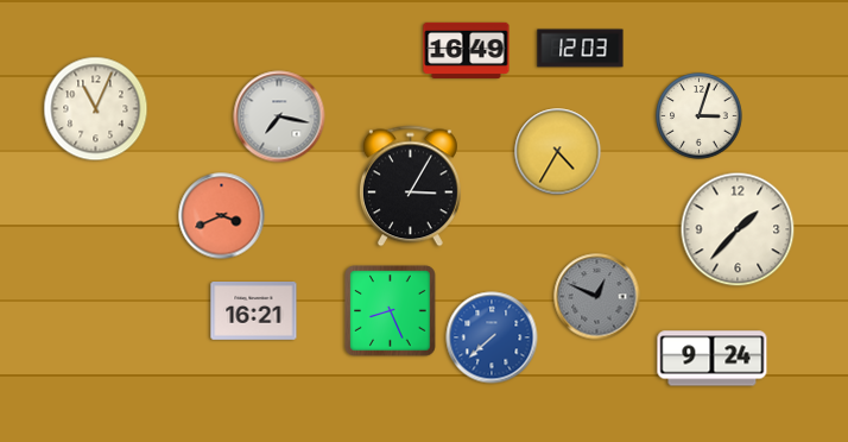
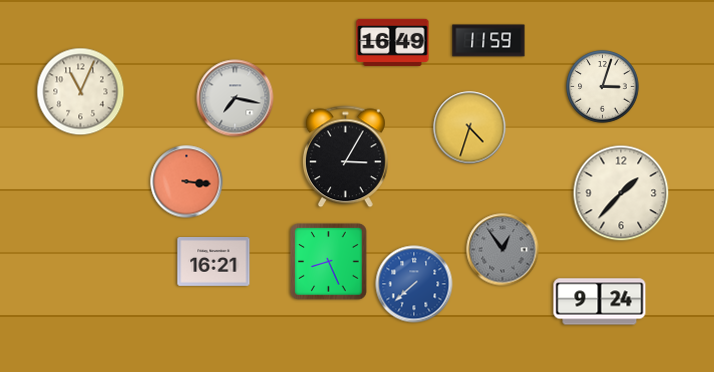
clock at (581, 49): 12:03 -> 11:59
clock at (700, 116) position: (700, 116) -> (603, 87)
clock at (558, 152): 4:35 -> 4:33
clock at (222, 216): 3:41 -> 3:16
clock at (597, 297): 12:49 -> 12:54
